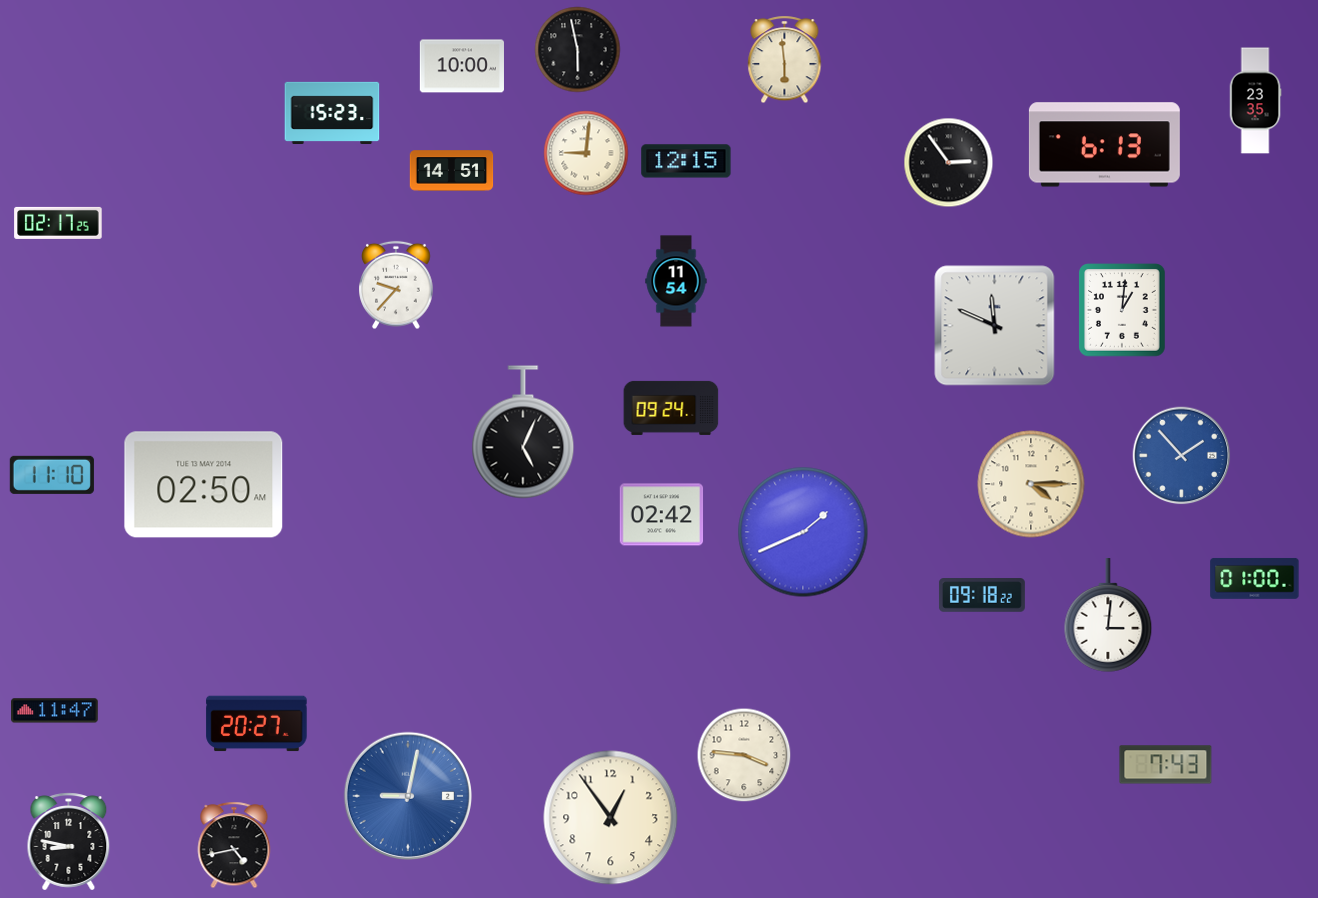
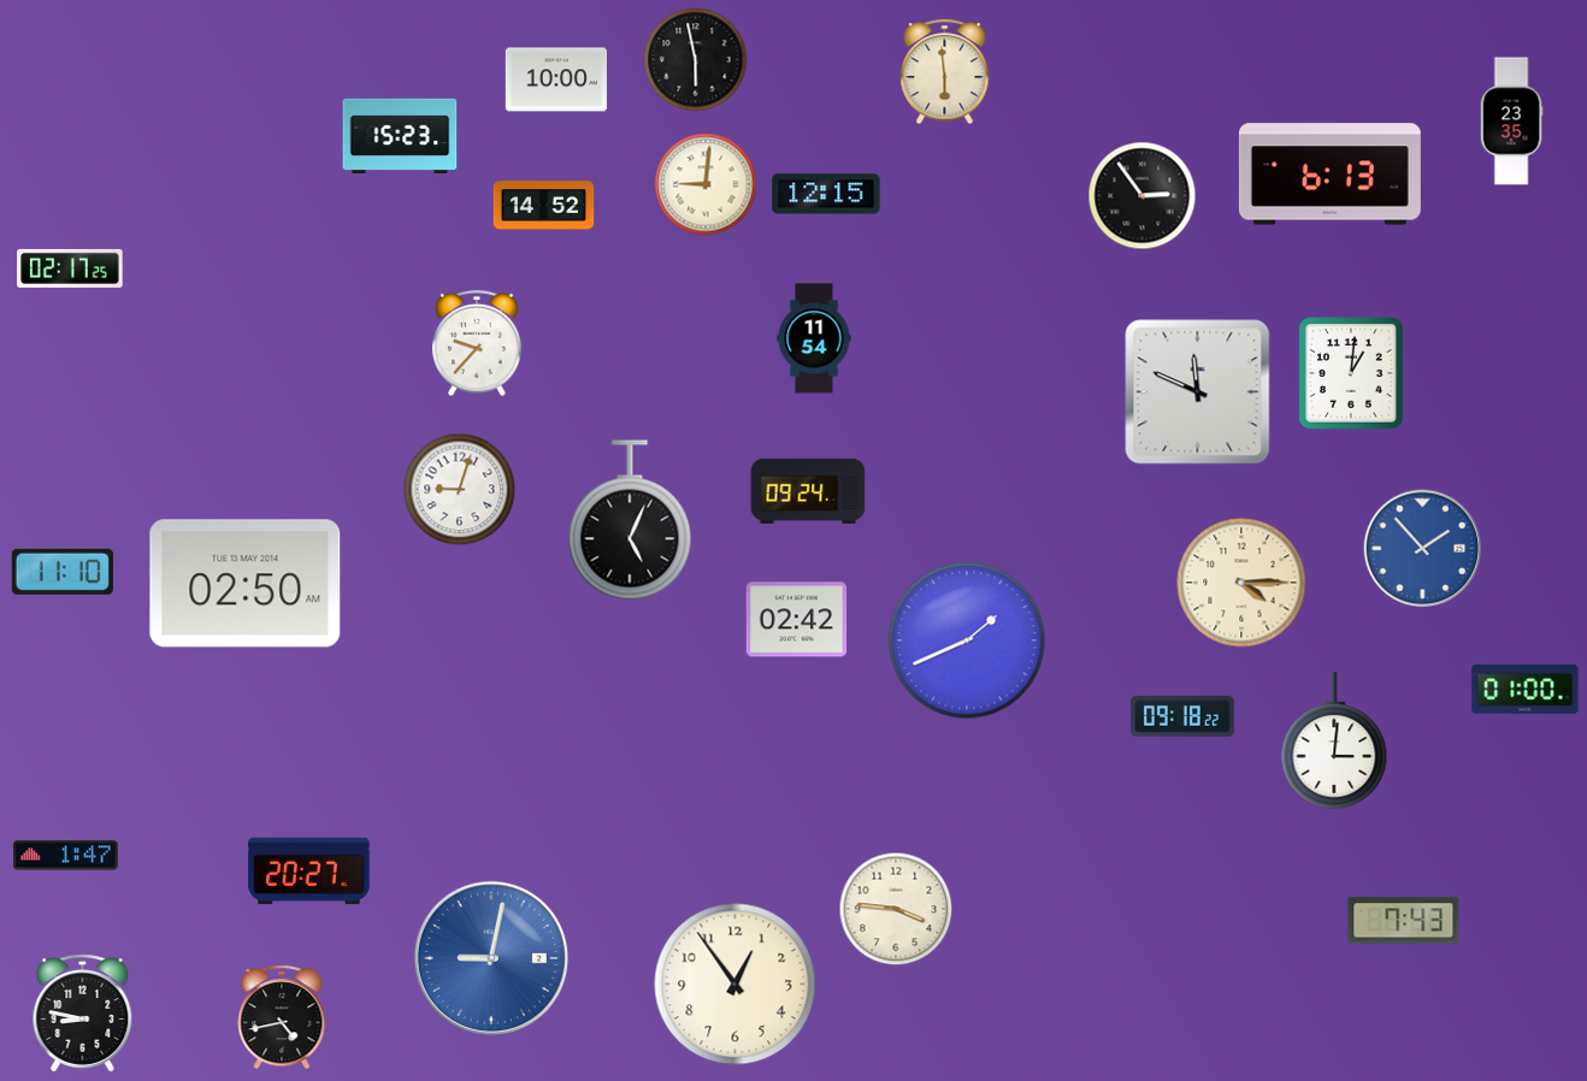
clock at (452, 171): 14:51 -> 14:52
clock at (460, 490): none -> 9:03
clock at (1255, 578) position: (1255, 578) -> (1526, 689)
clock at (55, 711): 11:47 -> 1:47
